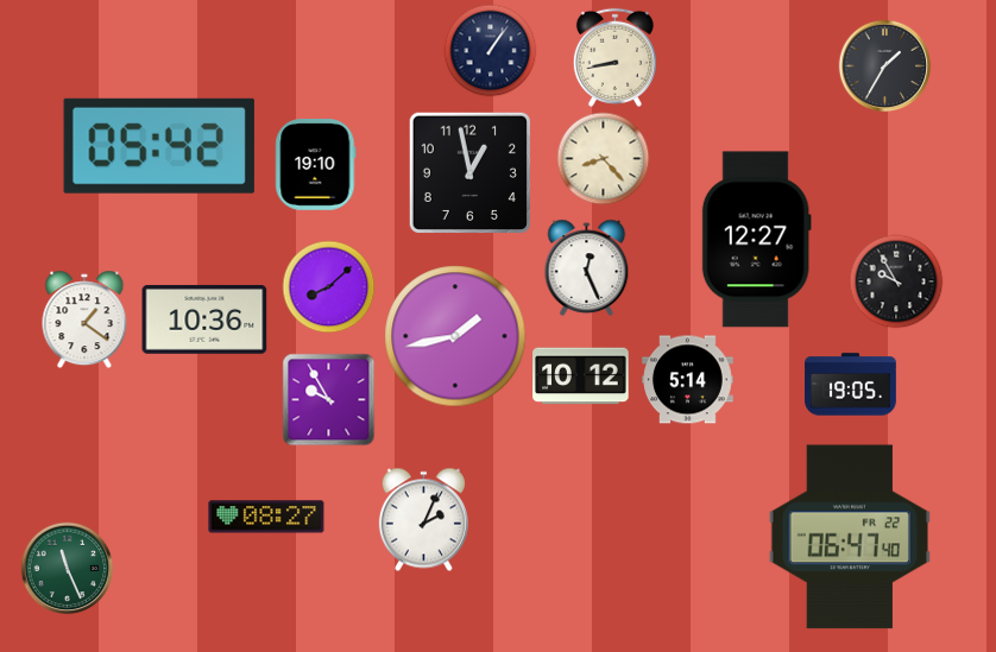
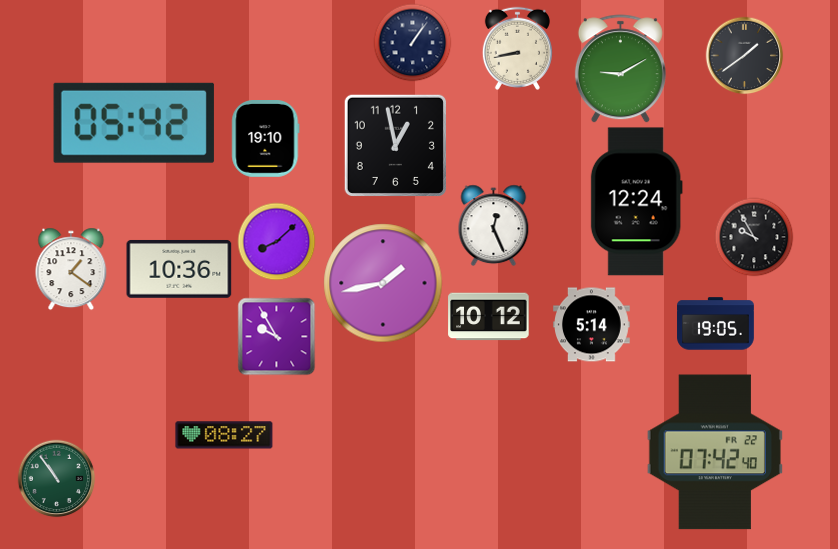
clock at (884, 65): 1:35 -> 1:39
clock at (620, 69): none -> 9:10
clock at (603, 158): 8:23 -> none
clock at (756, 240): 12:27 -> 12:24
clock at (204, 319) position: (204, 319) -> (179, 269)
clock at (688, 380) position: (688, 380) -> (592, 325)
clock at (423, 519): 2:04 -> none
clock at (850, 537): 06:47 -> 07:42
clock at (67, 568): 11:26 -> 10:54
